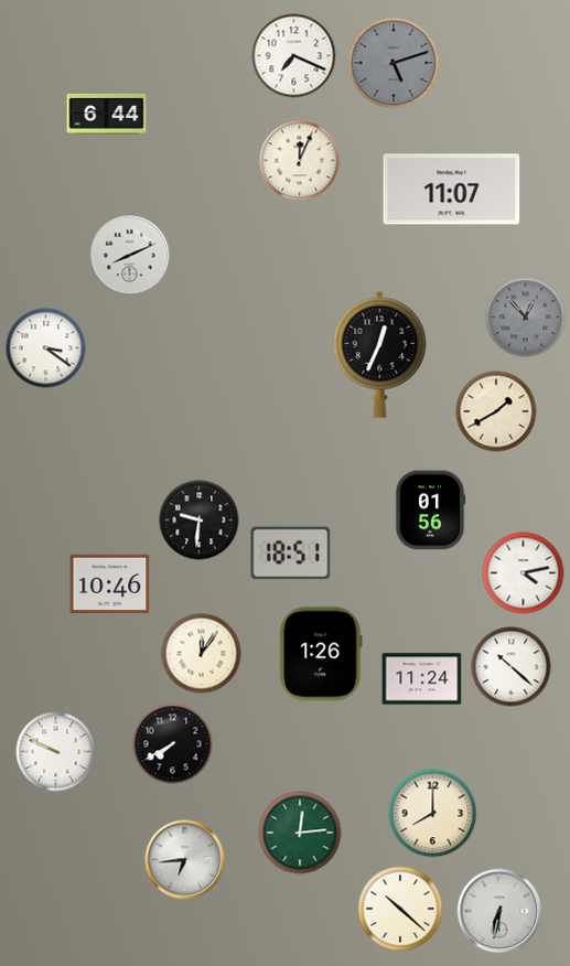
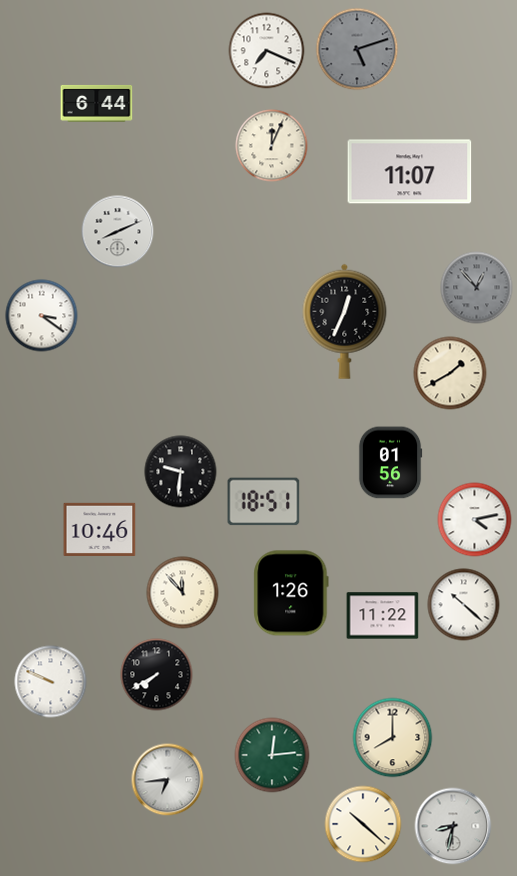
clock at (394, 63) position: (394, 63) -> (357, 49)
clock at (202, 654): 12:06 -> 11:53
clock at (422, 679): 11:24 -> 11:22
clock at (499, 911): 6:32 -> 8:32
